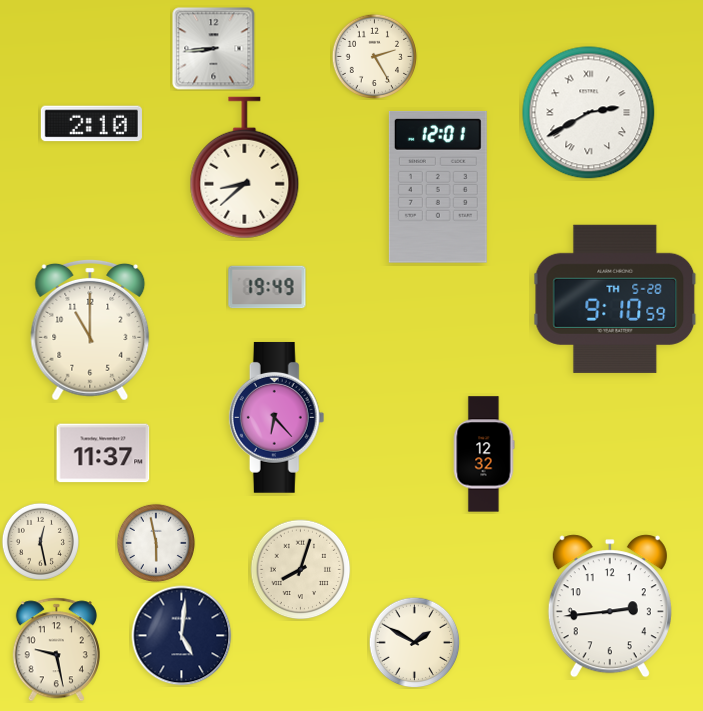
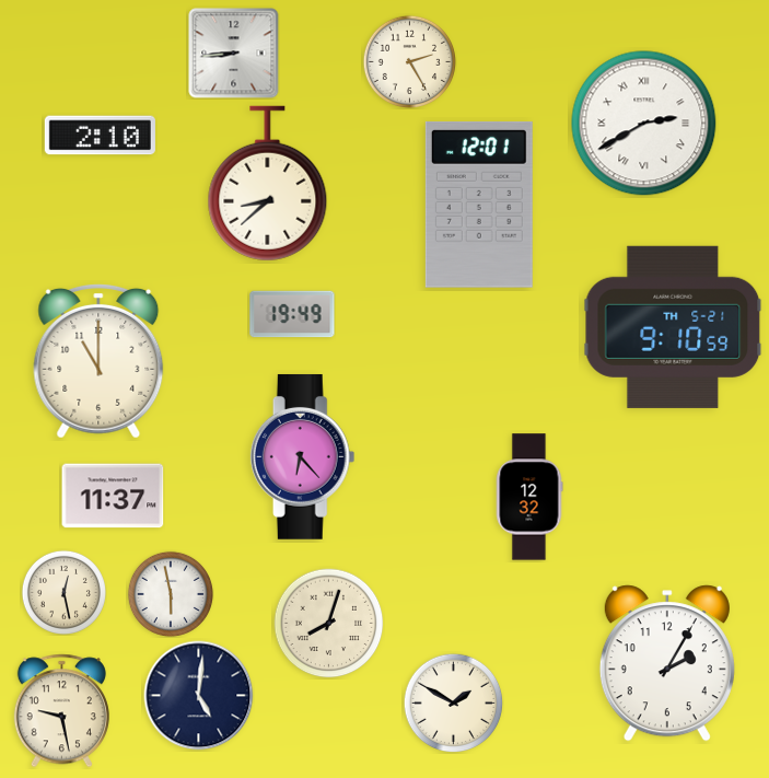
clock at (615, 299) date: TH 5-28 -> TH 5-21
clock at (40, 541) position: (40, 541) -> (63, 592)
clock at (610, 606): 2:44 -> 2:05
